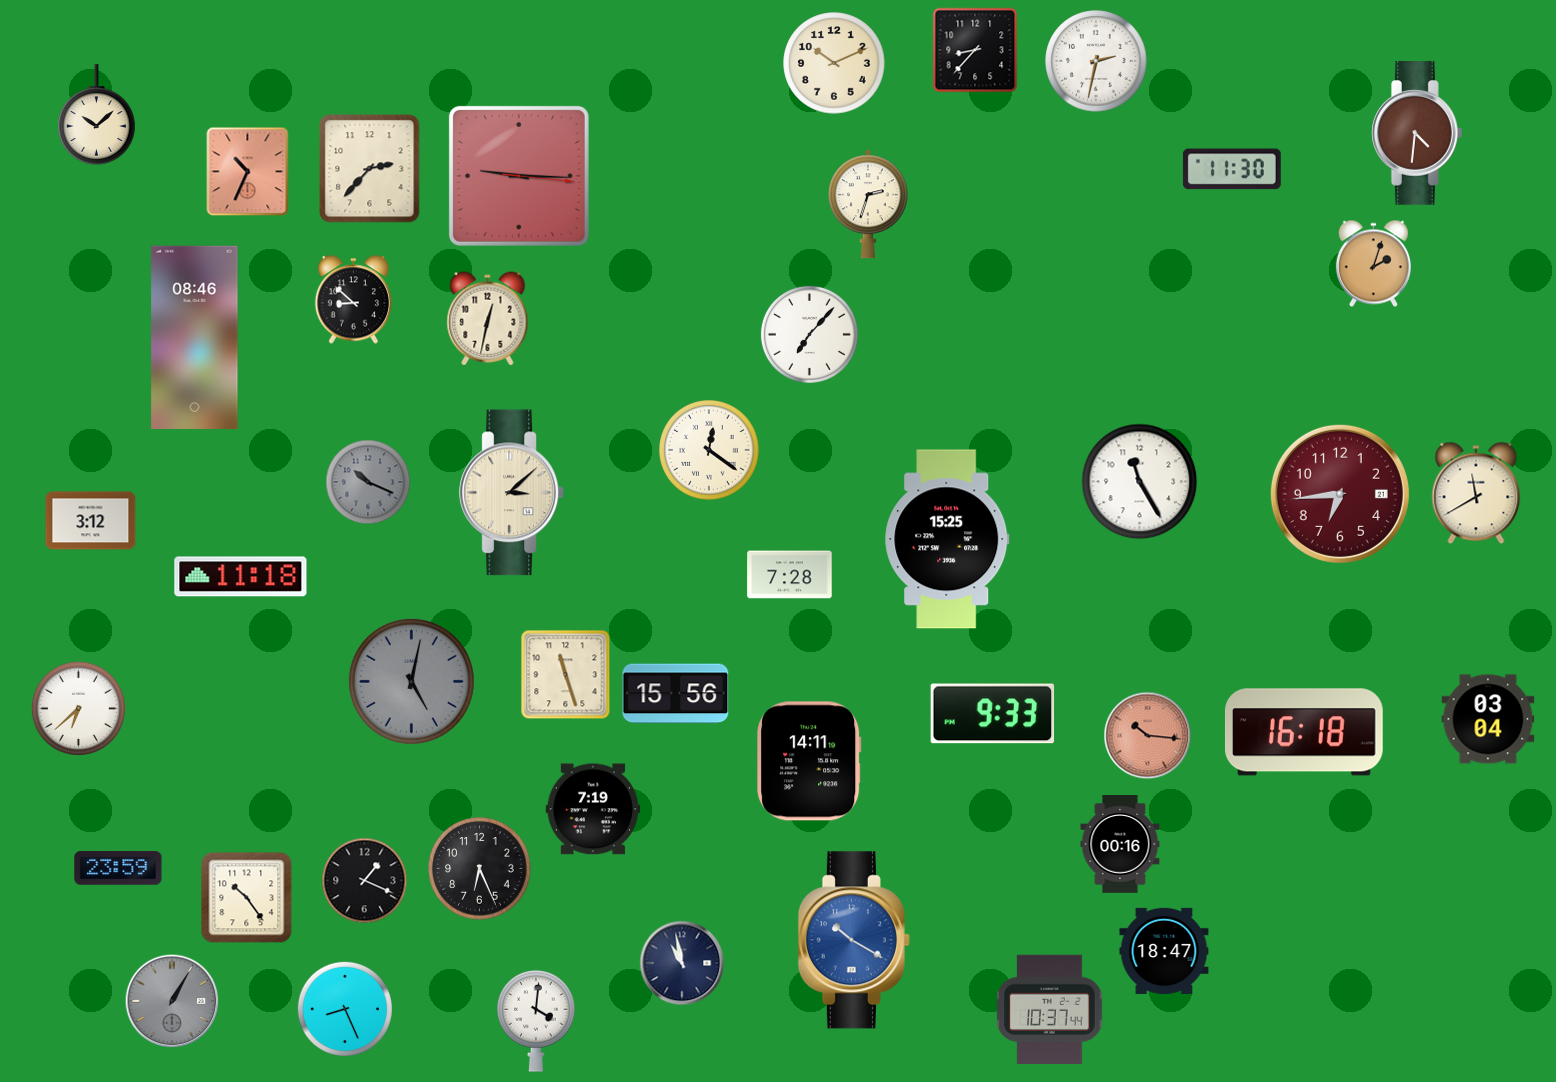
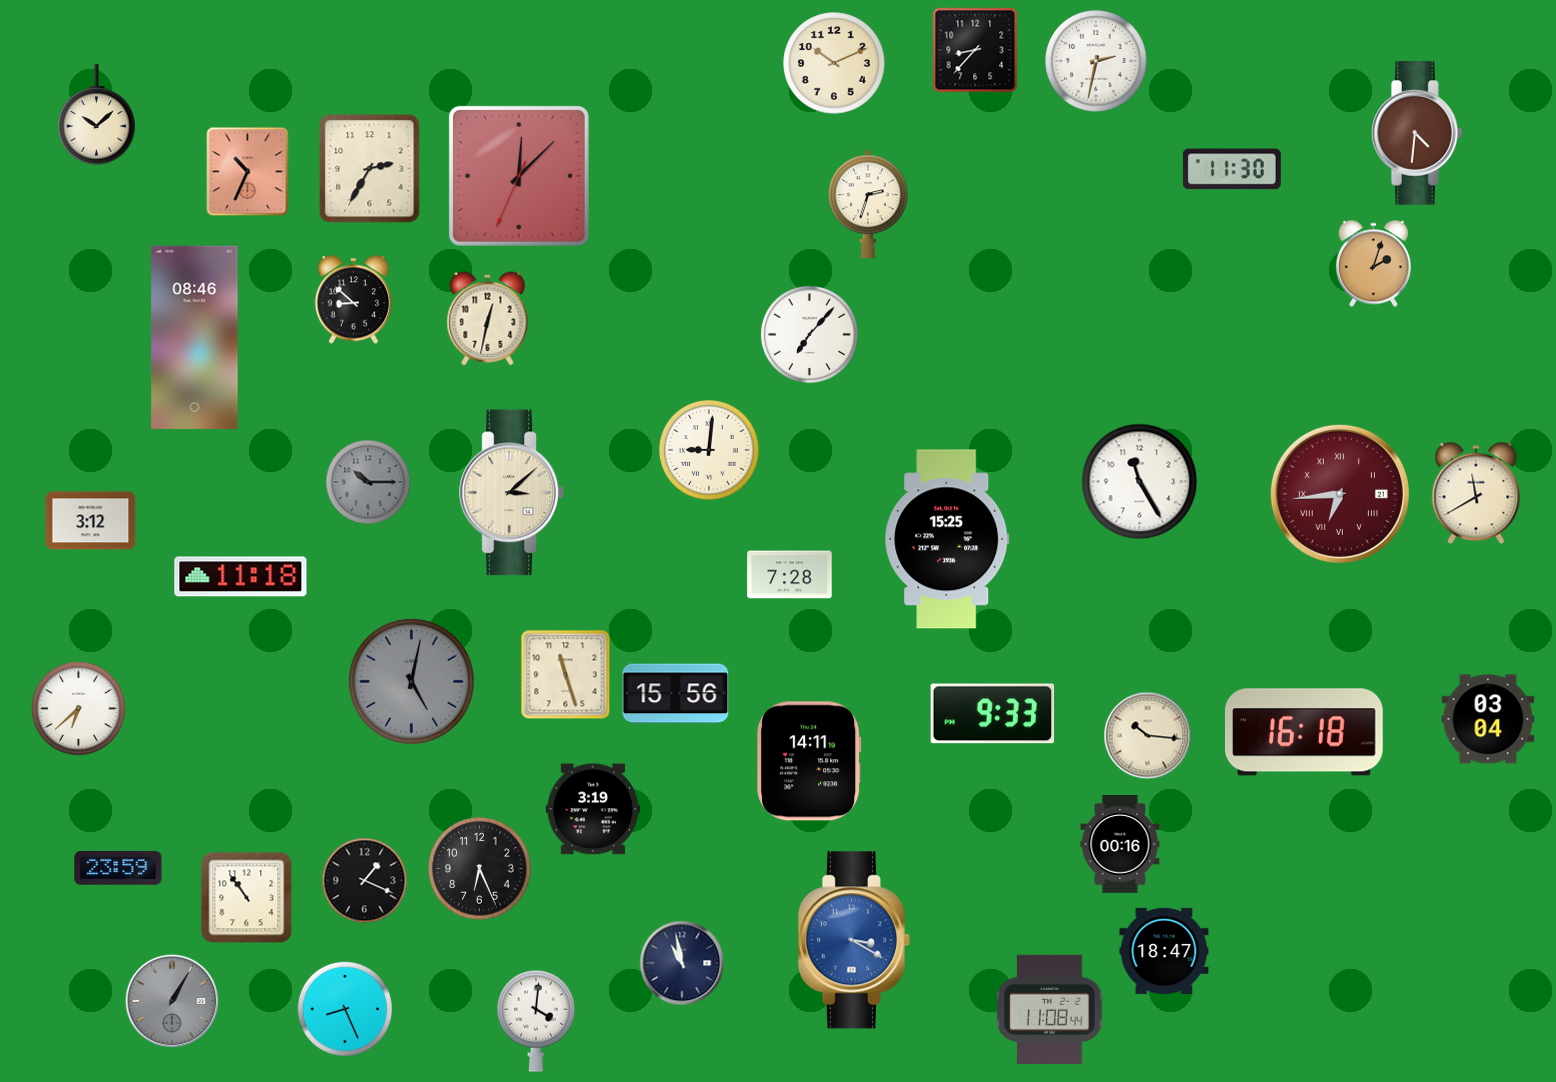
clock at (370, 169): 2:37 -> 2:35
clock at (519, 176): 9:15 -> 12:07
clock at (710, 451): 12:21 -> 9:01
clock at (368, 482): 10:19 -> 10:15
clock at (1340, 494) numerals: Arabic -> Roman
clock at (1148, 736) dial: salmon -> cream
clock at (593, 809): 7:19 -> 3:19
clock at (247, 898): 10:24 -> 10:54
clock at (854, 940): 10:20 -> 3:20
clock at (1050, 1010): 10:37 -> 11:08
